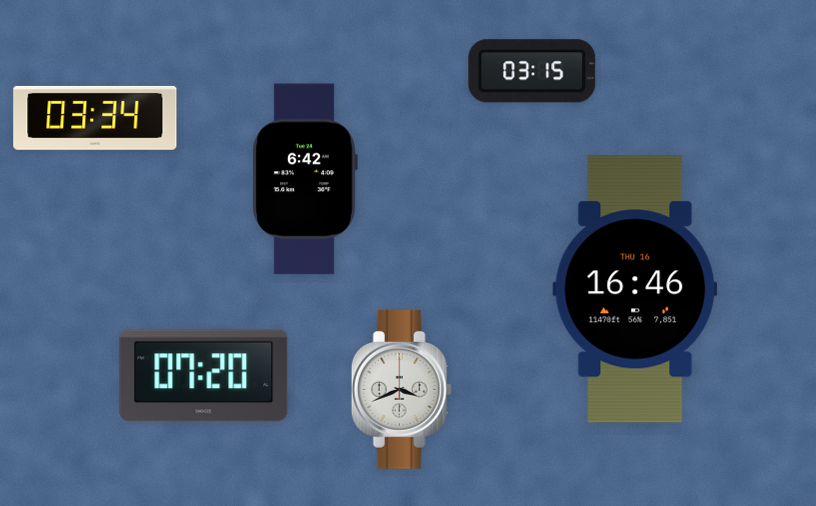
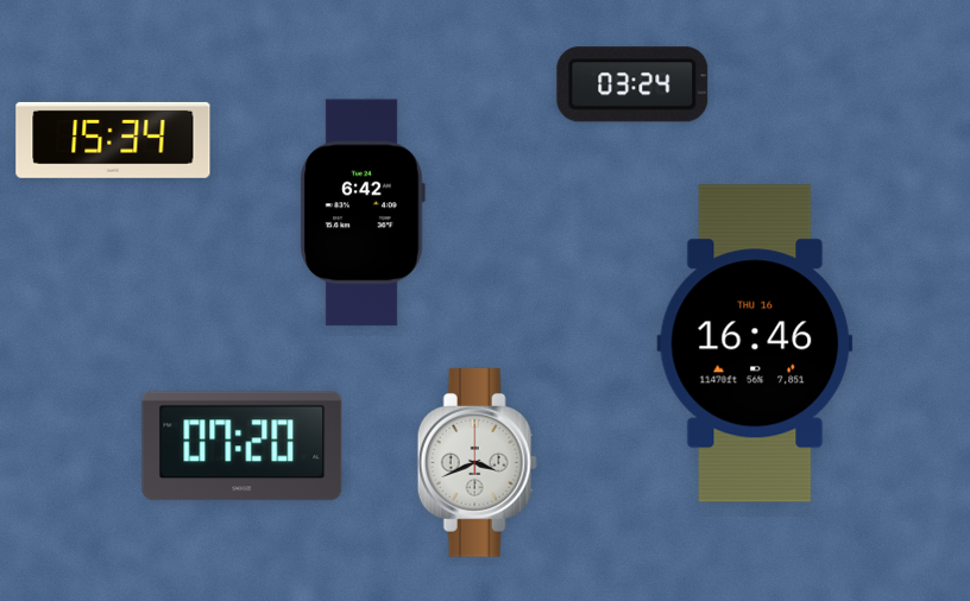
clock at (532, 71): 03:15 -> 03:24
clock at (95, 118): 03:34 -> 15:34
